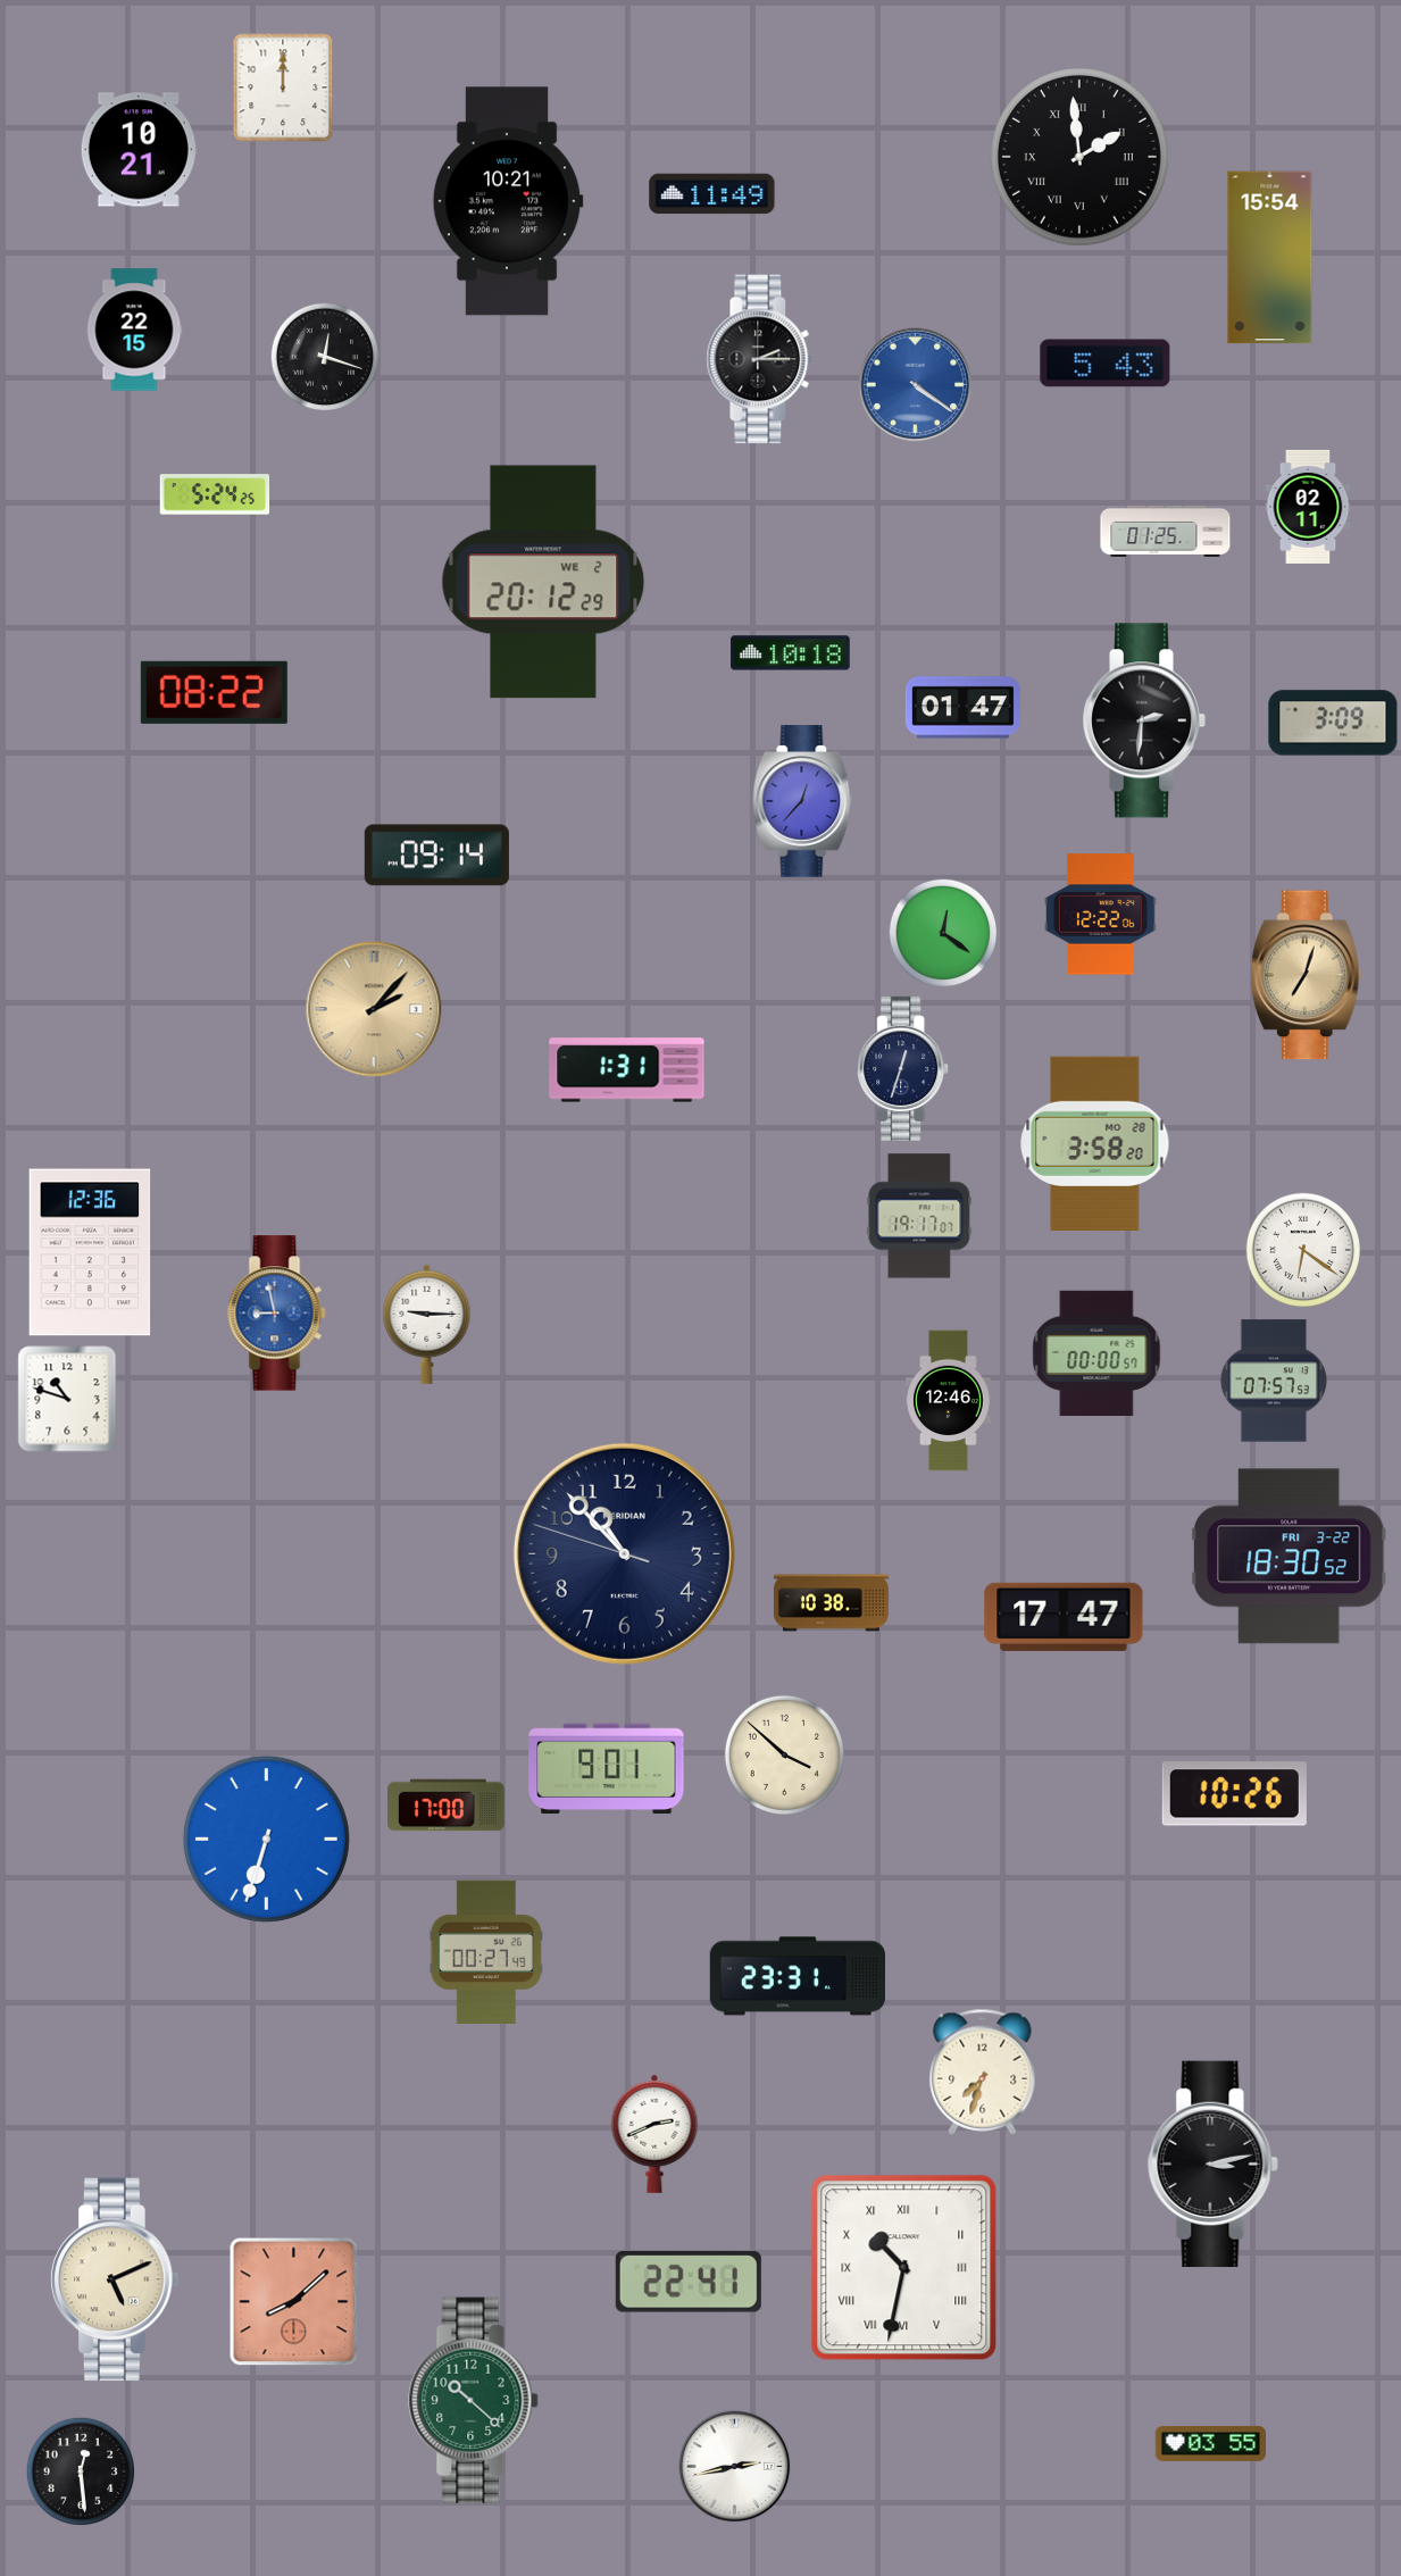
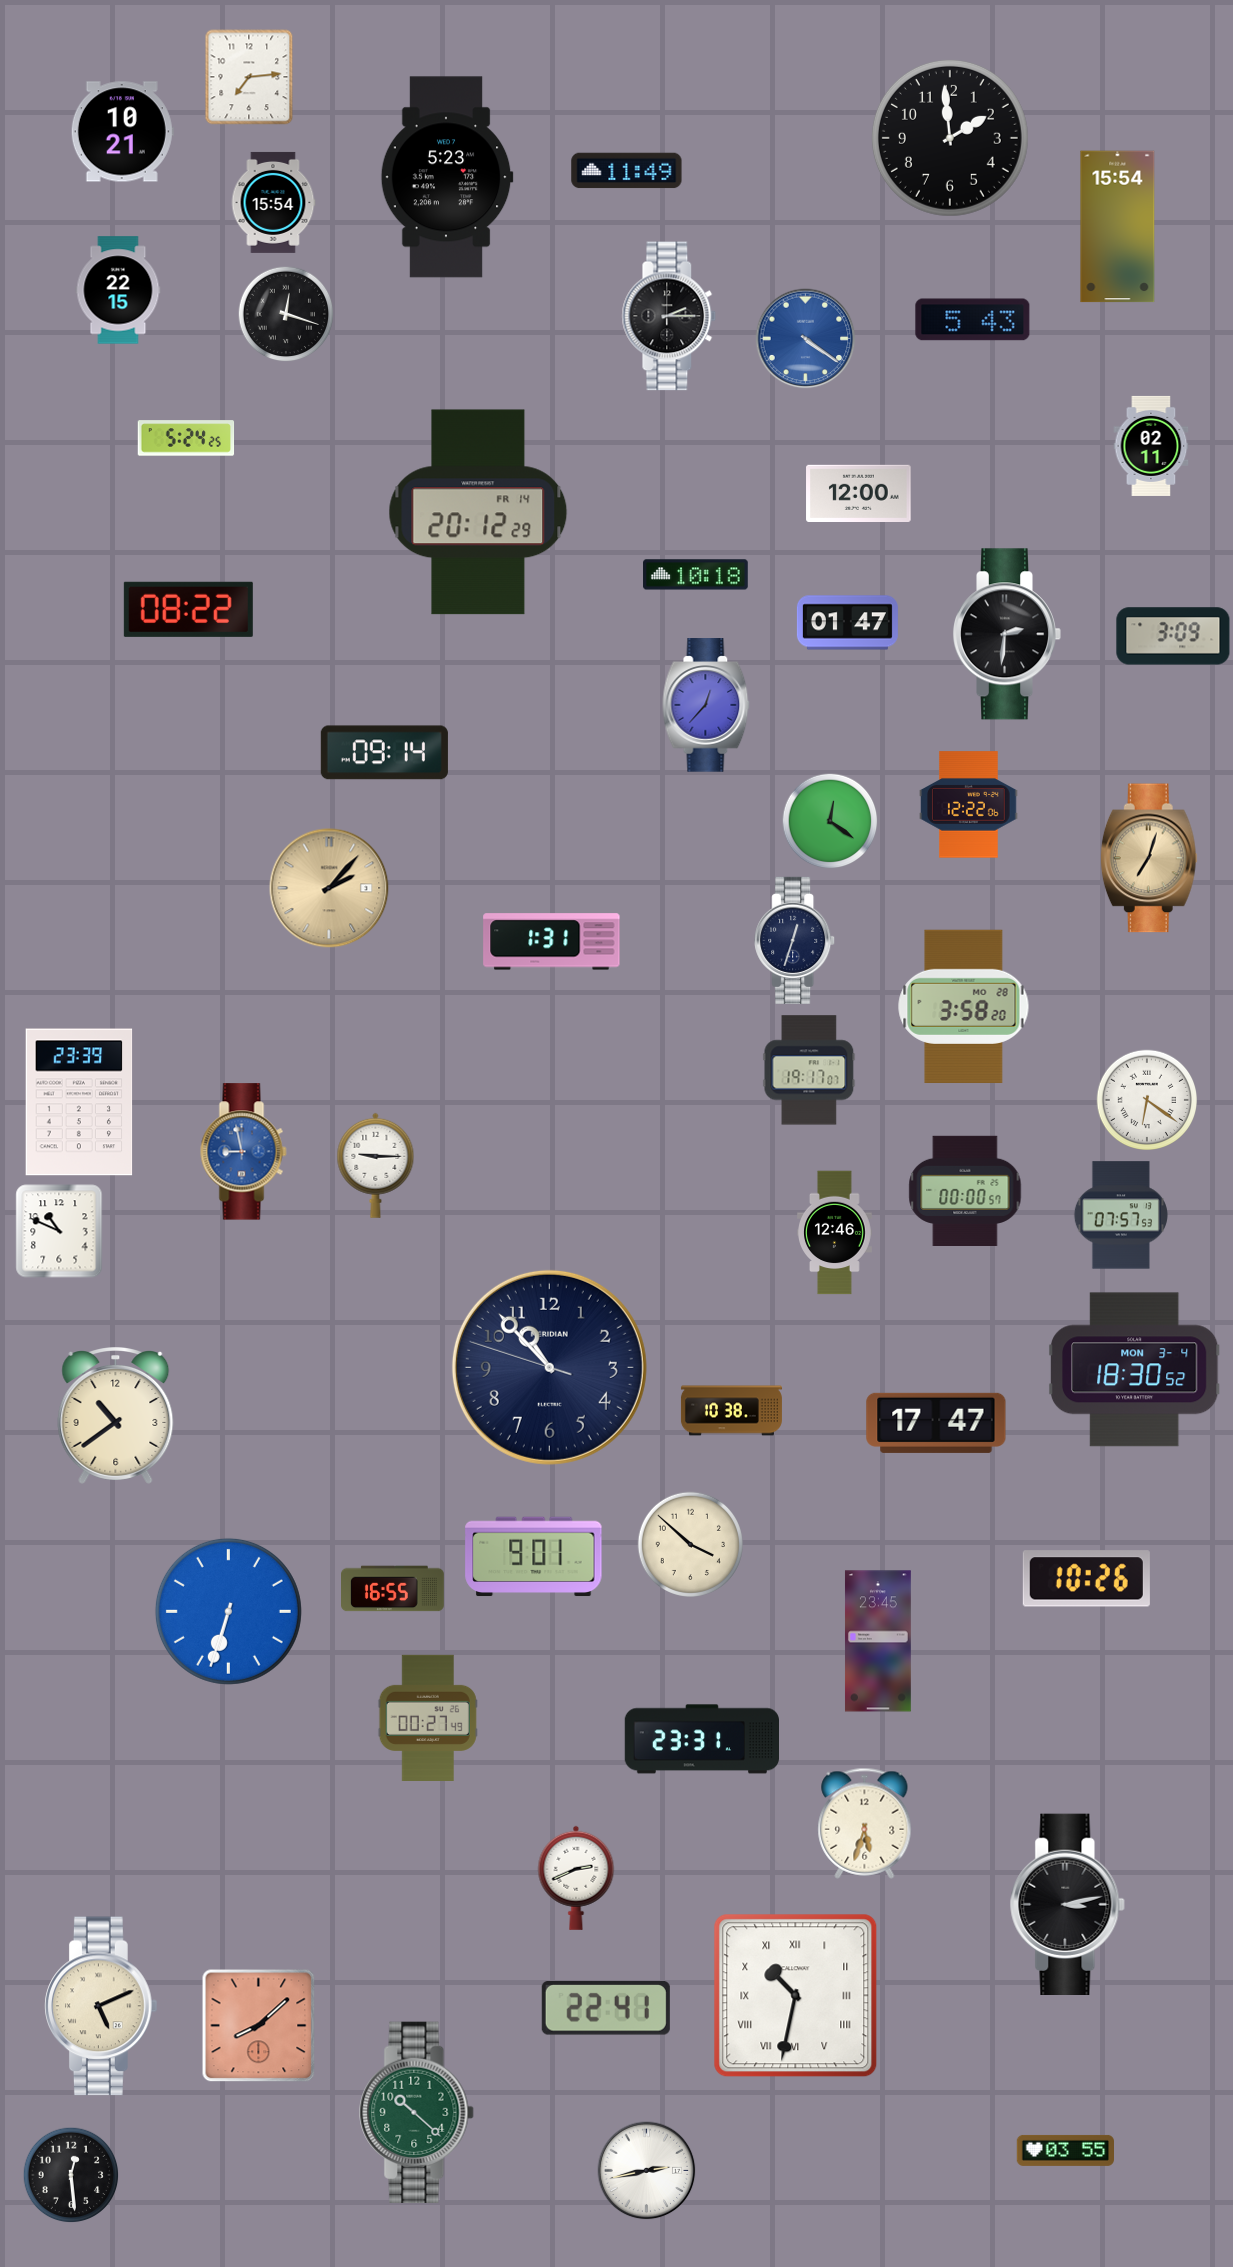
clock at (283, 87): 12:00 -> 7:14
clock at (1079, 157) numerals: Roman -> Arabic
clock at (508, 201): 10:21 -> 5:23
clock at (273, 202): none -> 15:54
clock at (215, 494) position: (215, 494) -> (186, 438)
clock at (1166, 531): 01:25 -> none
clock at (859, 493): none -> 12:00
clock at (543, 582) date: WE 2 -> FR 14
clock at (90, 1252): 12:36 -> 23:39
clock at (277, 1314) position: (277, 1314) -> (244, 1152)
clock at (67, 1399): 10:48 -> 10:49
clock at (1289, 1557) date: FRI 3-22 -> MON 3-4
clock at (116, 1416): none -> 10:39
clock at (447, 1806): 17:00 -> 16:55
clock at (266, 1839) position: (266, 1839) -> (228, 1611)
clock at (878, 1641): none -> 23:45
clock at (983, 2071): 7:33 -> 5:33
